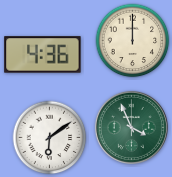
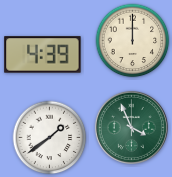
clock at (43, 55): 4:36 -> 4:39
clock at (50, 138): 6:09 -> 1:39
